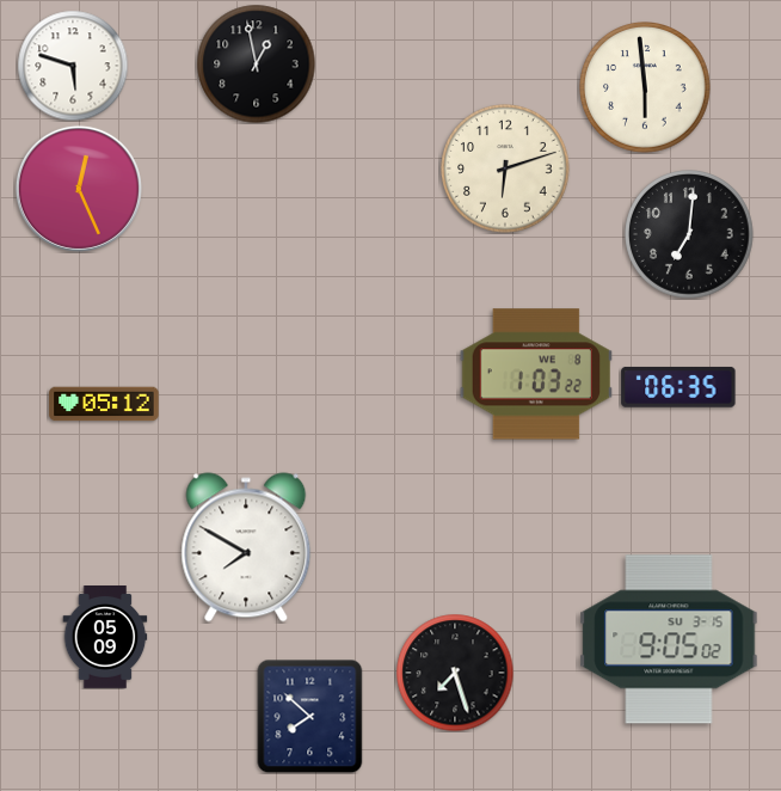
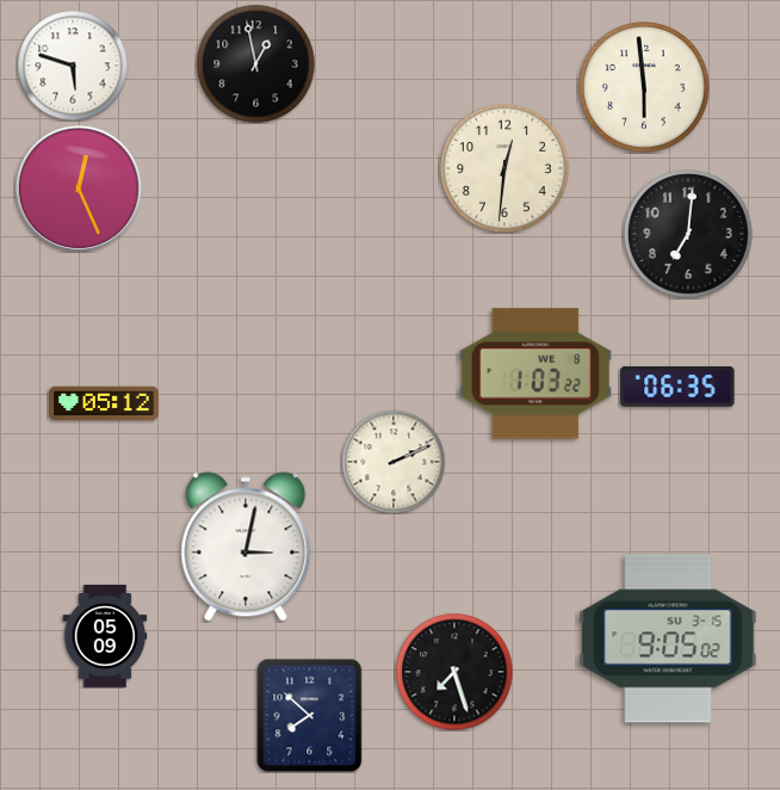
clock at (505, 168): 6:12 -> 12:31
clock at (394, 462): none -> 2:11
clock at (246, 547): 7:50 -> 3:02
